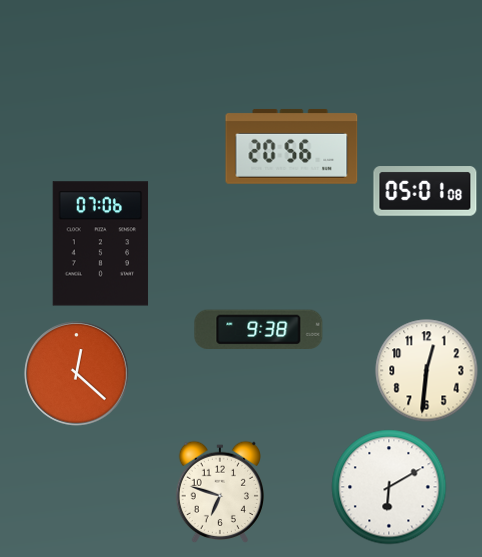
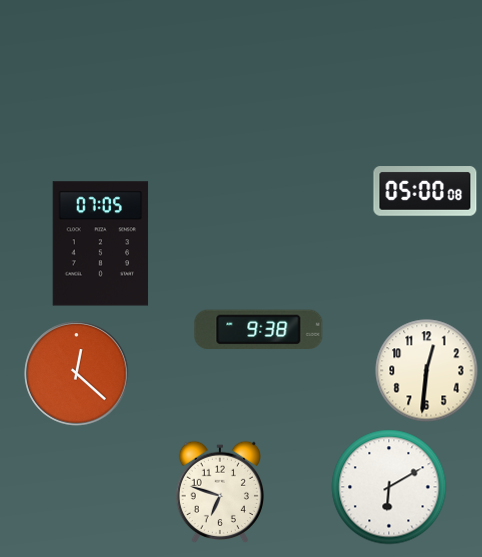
clock at (292, 146): 20:56 -> none
clock at (425, 191): 05:01 -> 05:00
clock at (101, 244): 07:06 -> 07:05
